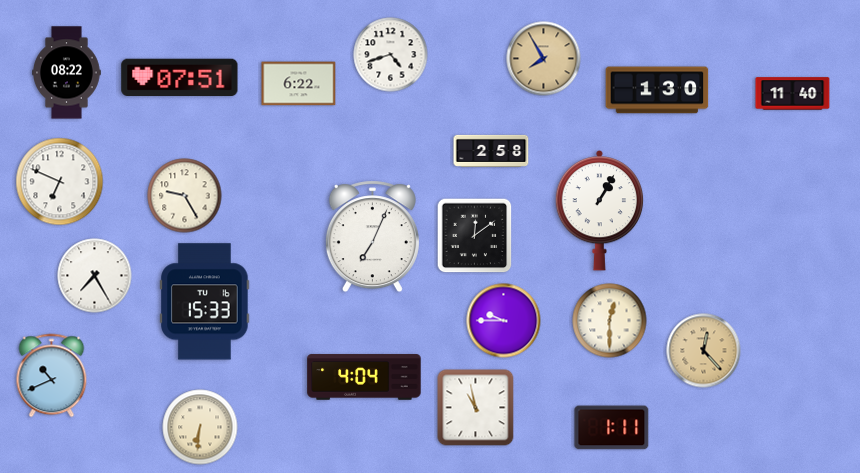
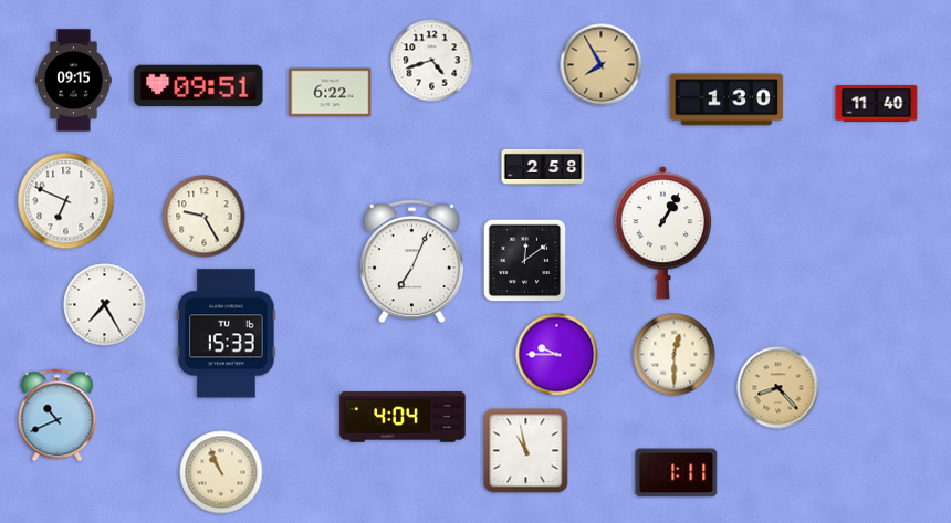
clock at (67, 73): 08:22 -> 09:15
clock at (180, 77): 07:51 -> 09:51
clock at (704, 351): 12:23 -> 8:23
clock at (200, 427): 6:31 -> 10:56
